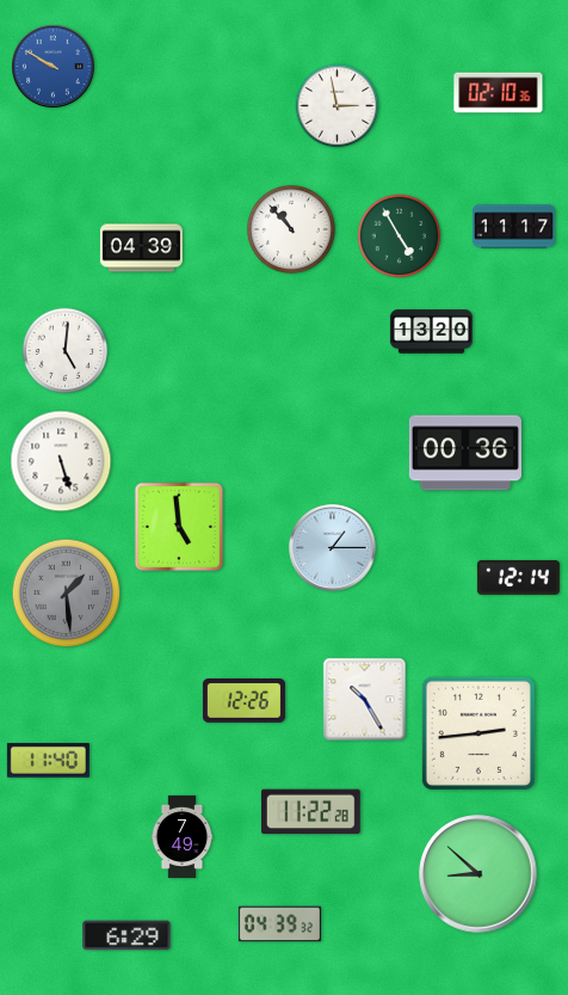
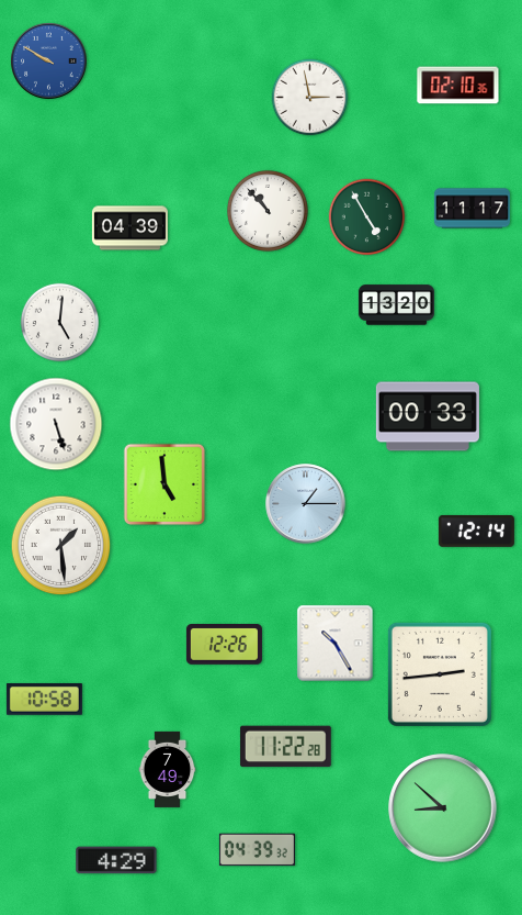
clock at (465, 453): 00:36 -> 00:33
clock at (67, 594) dial: grey -> white
clock at (48, 761): 11:40 -> 10:58
clock at (479, 874) position: (479, 874) -> (443, 808)
clock at (126, 935): 6:29 -> 4:29
